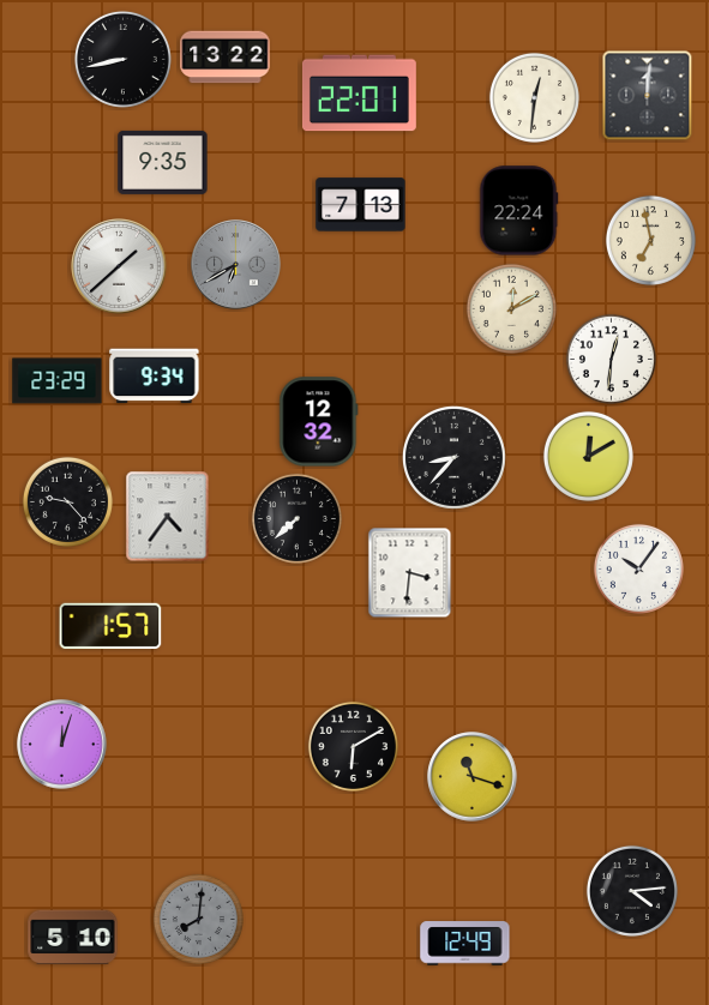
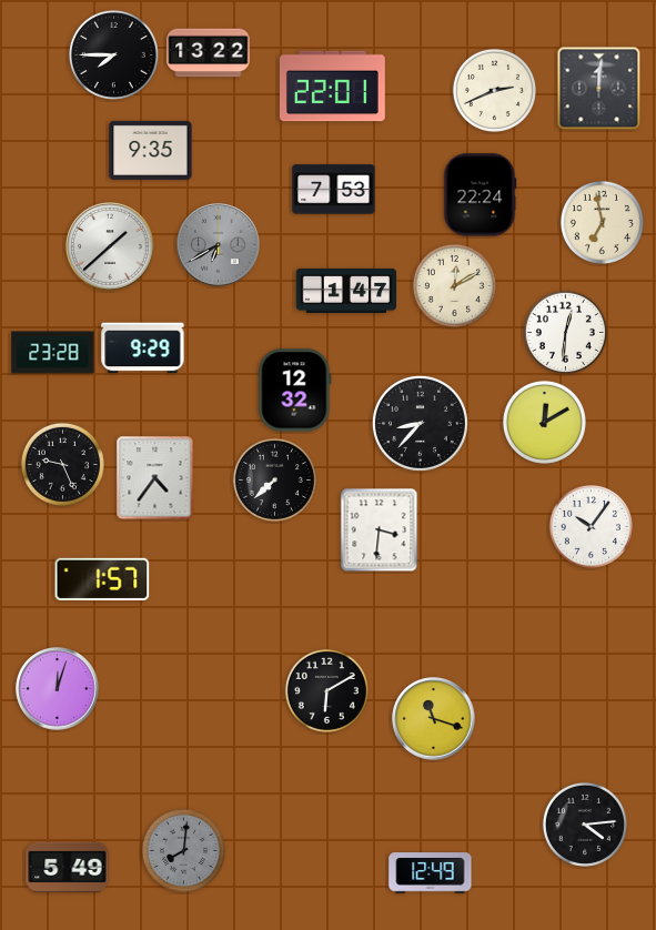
clock at (122, 59): 8:43 -> 7:45
clock at (534, 97): 12:31 -> 2:41
clock at (361, 205): 7:13 -> 7:53
clock at (511, 308) position: (511, 308) -> (454, 285)
clock at (346, 291): none -> 1:47
clock at (155, 377): 9:34 -> 9:29
clock at (58, 381): 23:29 -> 23:28
clock at (67, 501): 9:23 -> 9:26
clock at (473, 777) position: (473, 777) -> (434, 719)
clock at (73, 937): 5:10 -> 5:49
